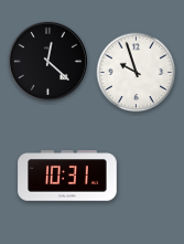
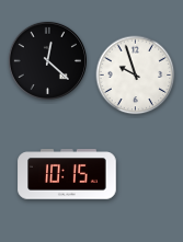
clock at (137, 73) position: (137, 73) -> (136, 76)
clock at (67, 176): 10:31 -> 10:15
